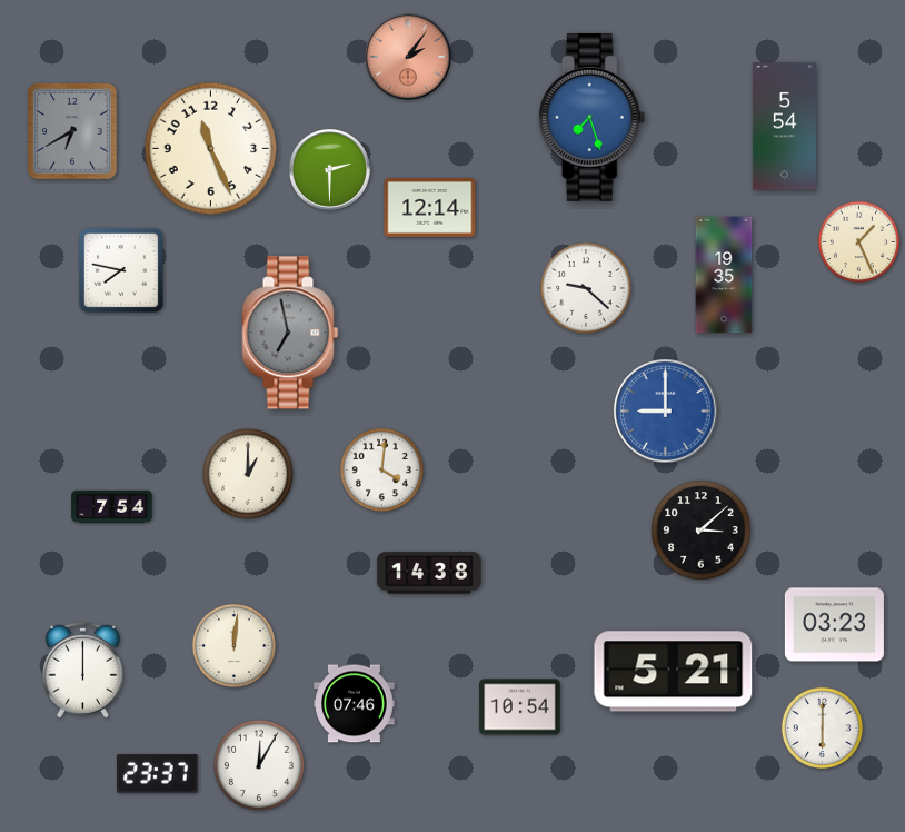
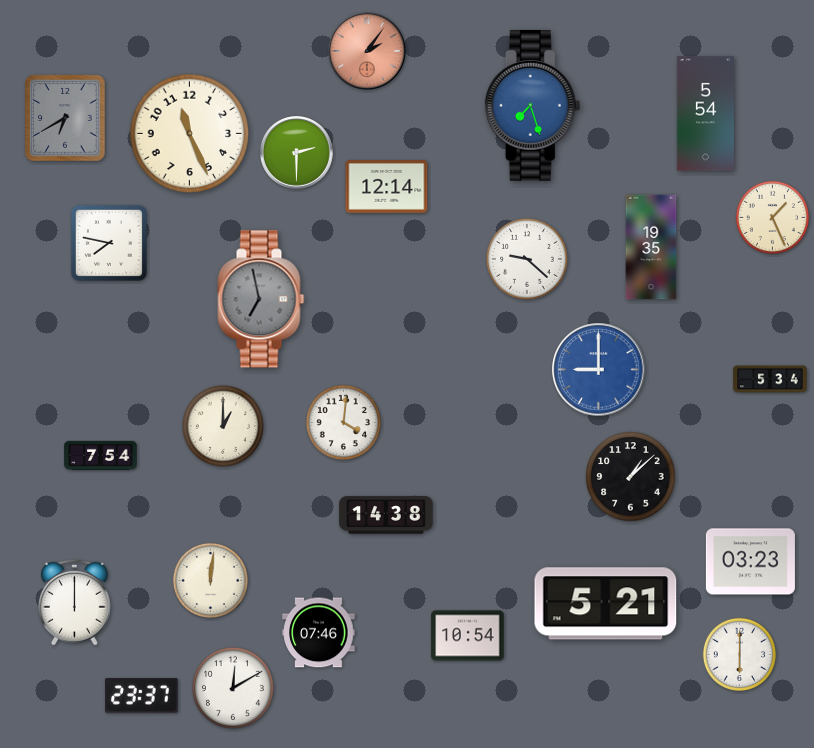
clock at (770, 379): none -> 5:34
clock at (702, 531): 3:08 -> 1:08
clock at (259, 765): 12:05 -> 12:10
